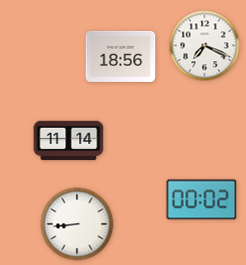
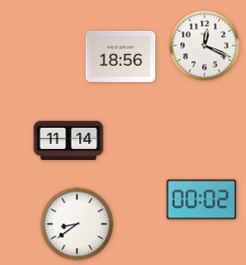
clock at (205, 46): 7:19 -> 12:19
clock at (77, 224): 8:44 -> 8:39
